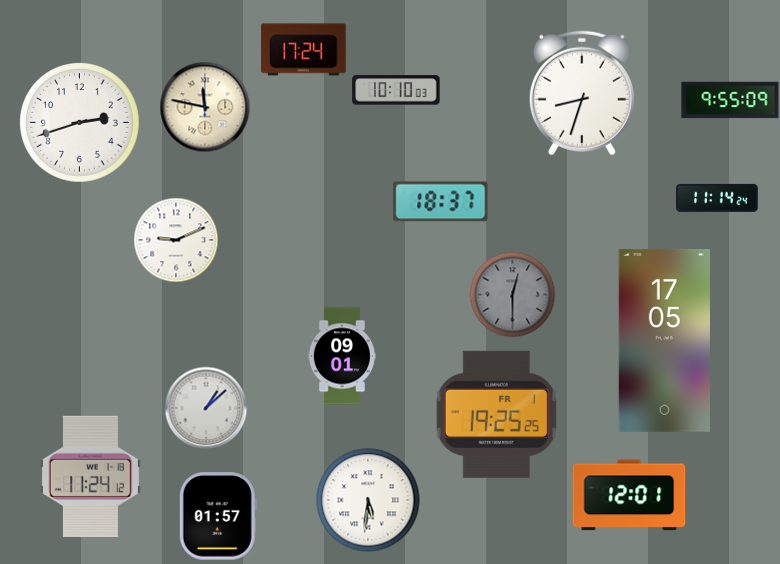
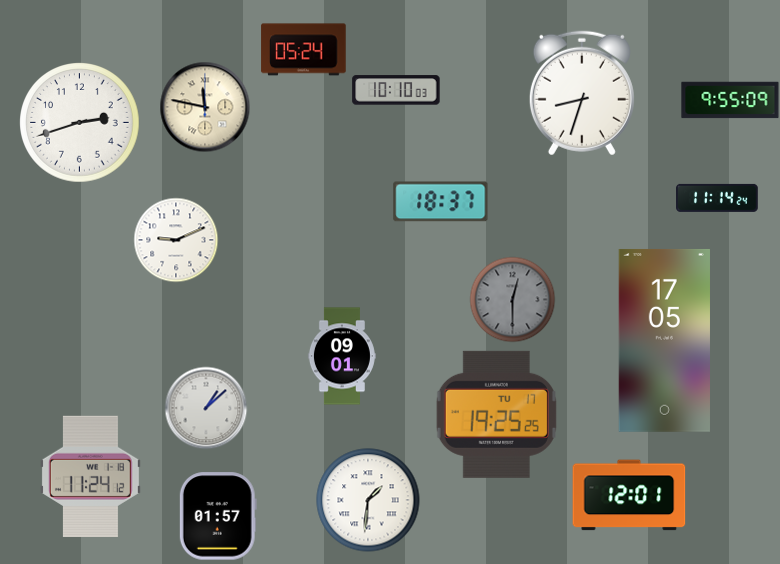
clock at (304, 50): 17:24 -> 05:24
clock at (512, 294) position: (512, 294) -> (512, 299)
clock at (496, 414) date: FR 1 -> TU 17
clock at (368, 500): 5:31 -> 1:31
